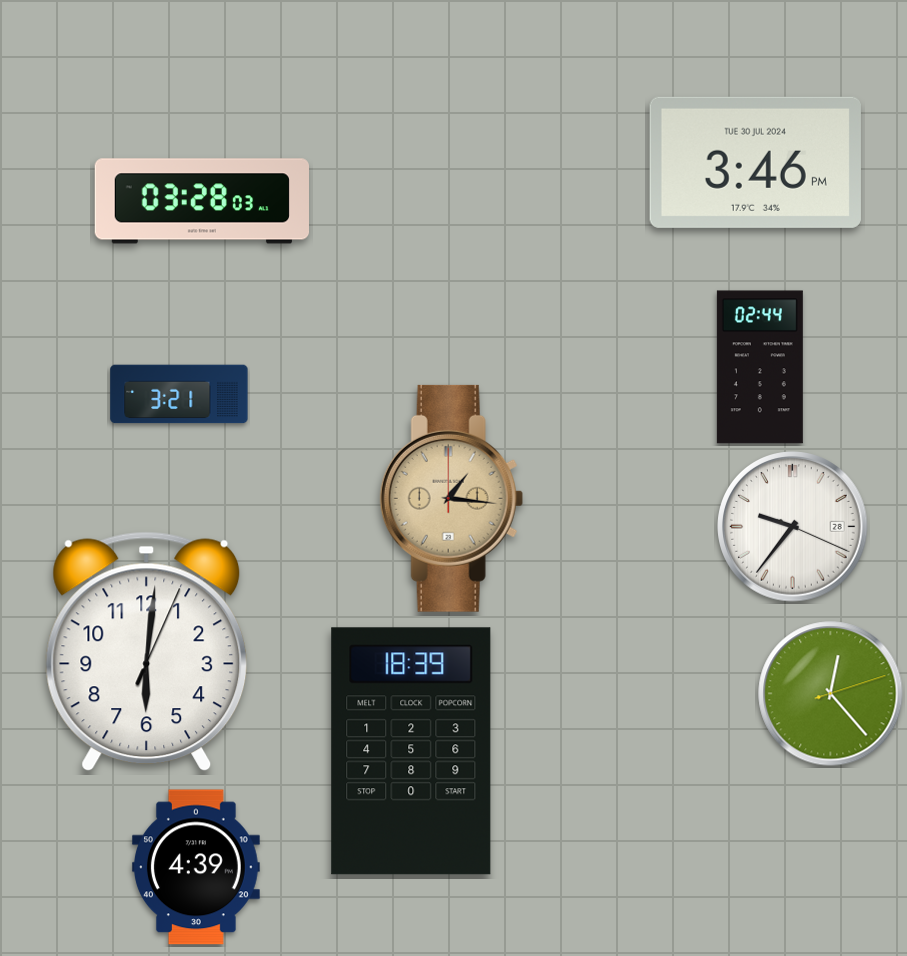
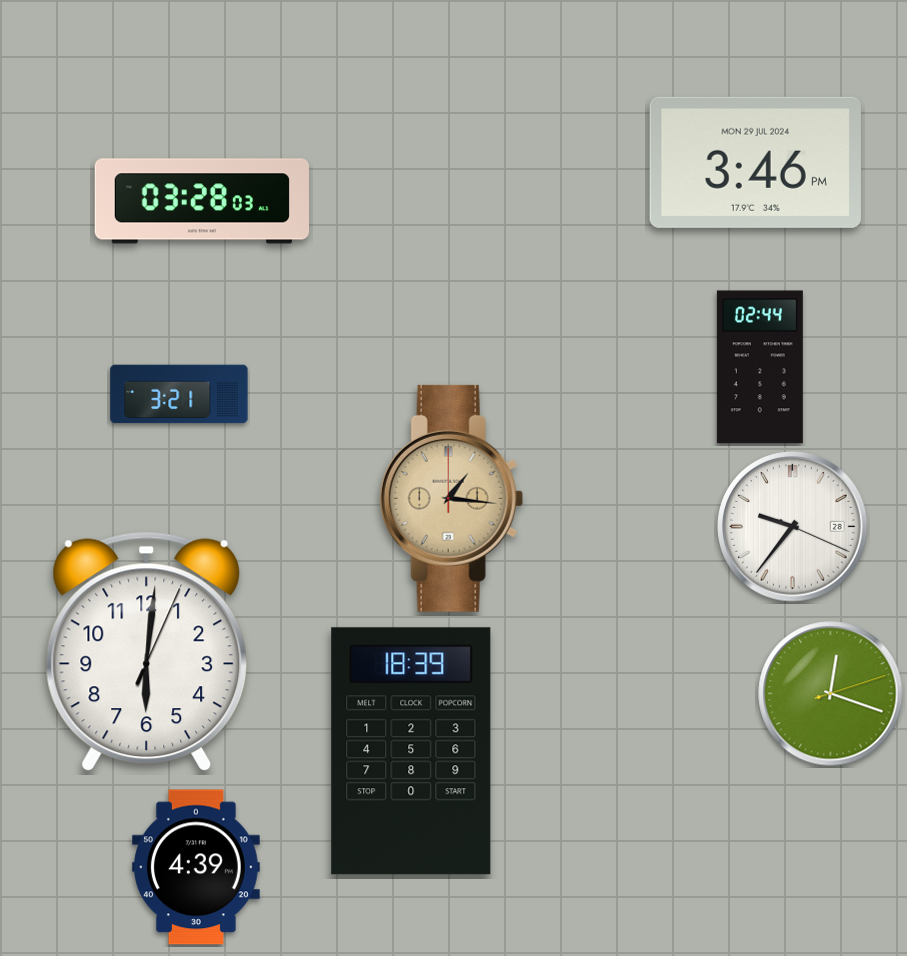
clock at (755, 162) date: TUE 30 JUL 2024 -> MON 29 JUL 2024
clock at (831, 694): 12:23 -> 12:18
